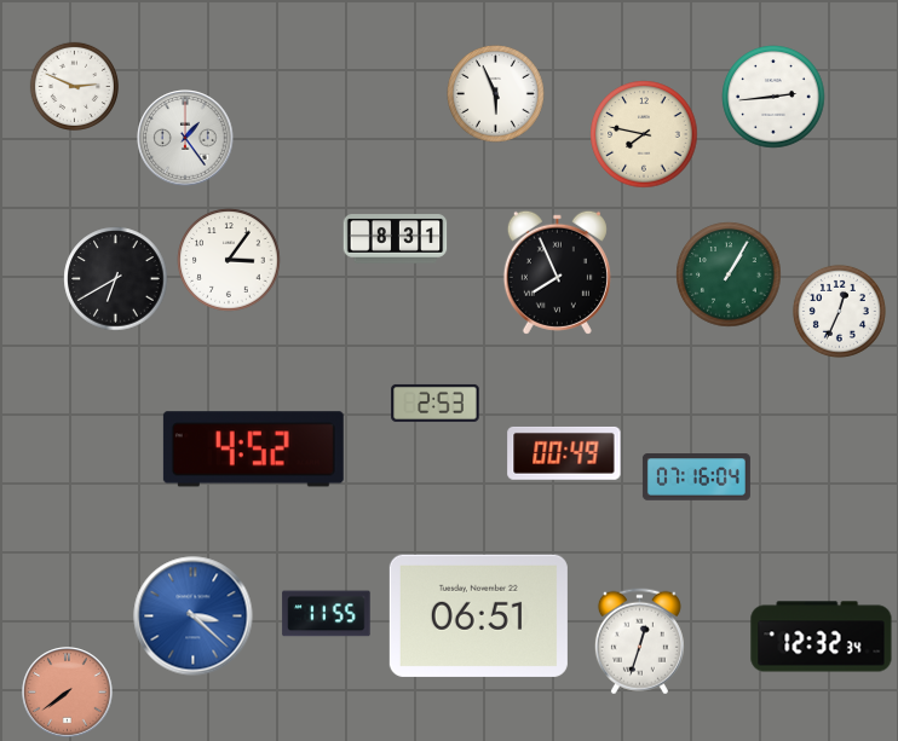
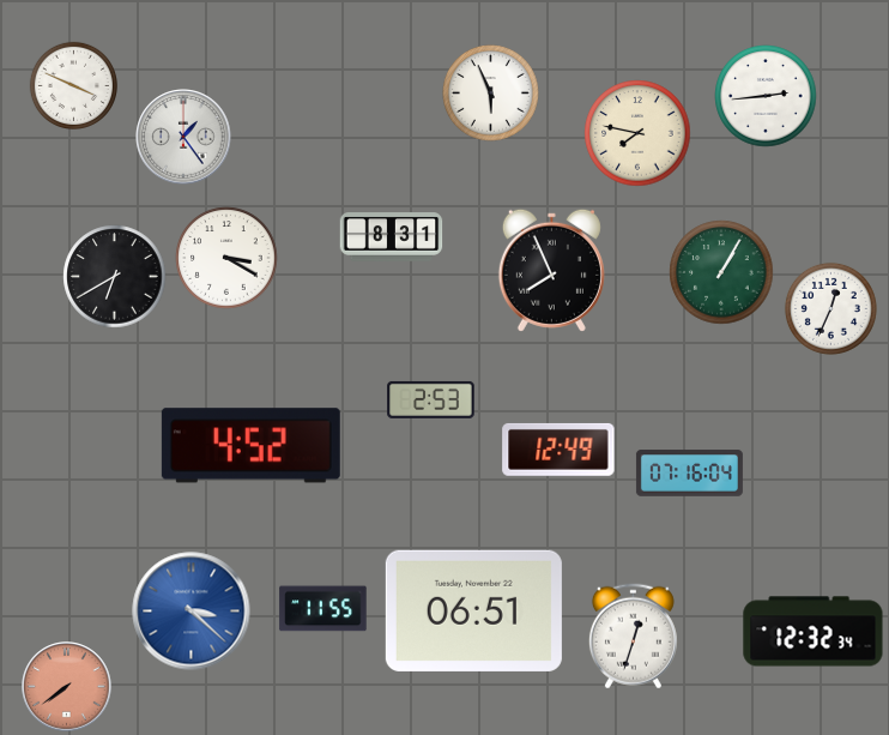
clock at (74, 86): 2:49 -> 3:49
clock at (229, 260): 3:06 -> 3:20
clock at (564, 453): 00:49 -> 12:49
